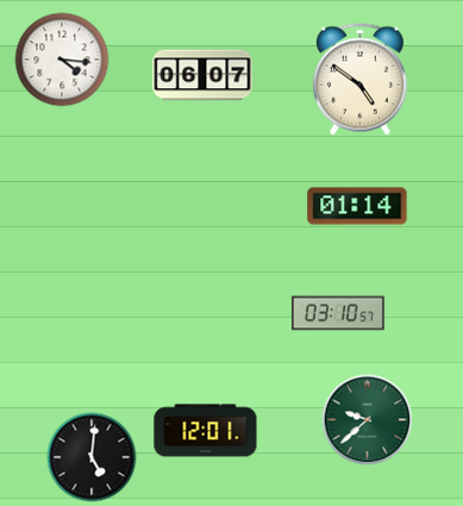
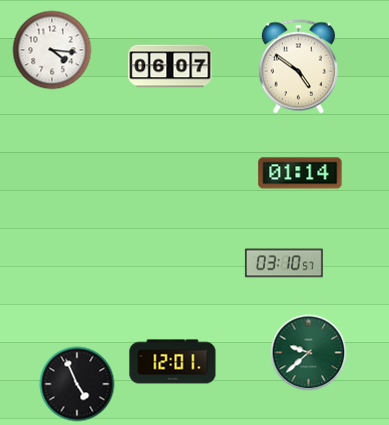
clock at (202, 75) position: (202, 75) -> (170, 66)
clock at (359, 80) position: (359, 80) -> (298, 67)
clock at (92, 457): 5:01 -> 4:56
